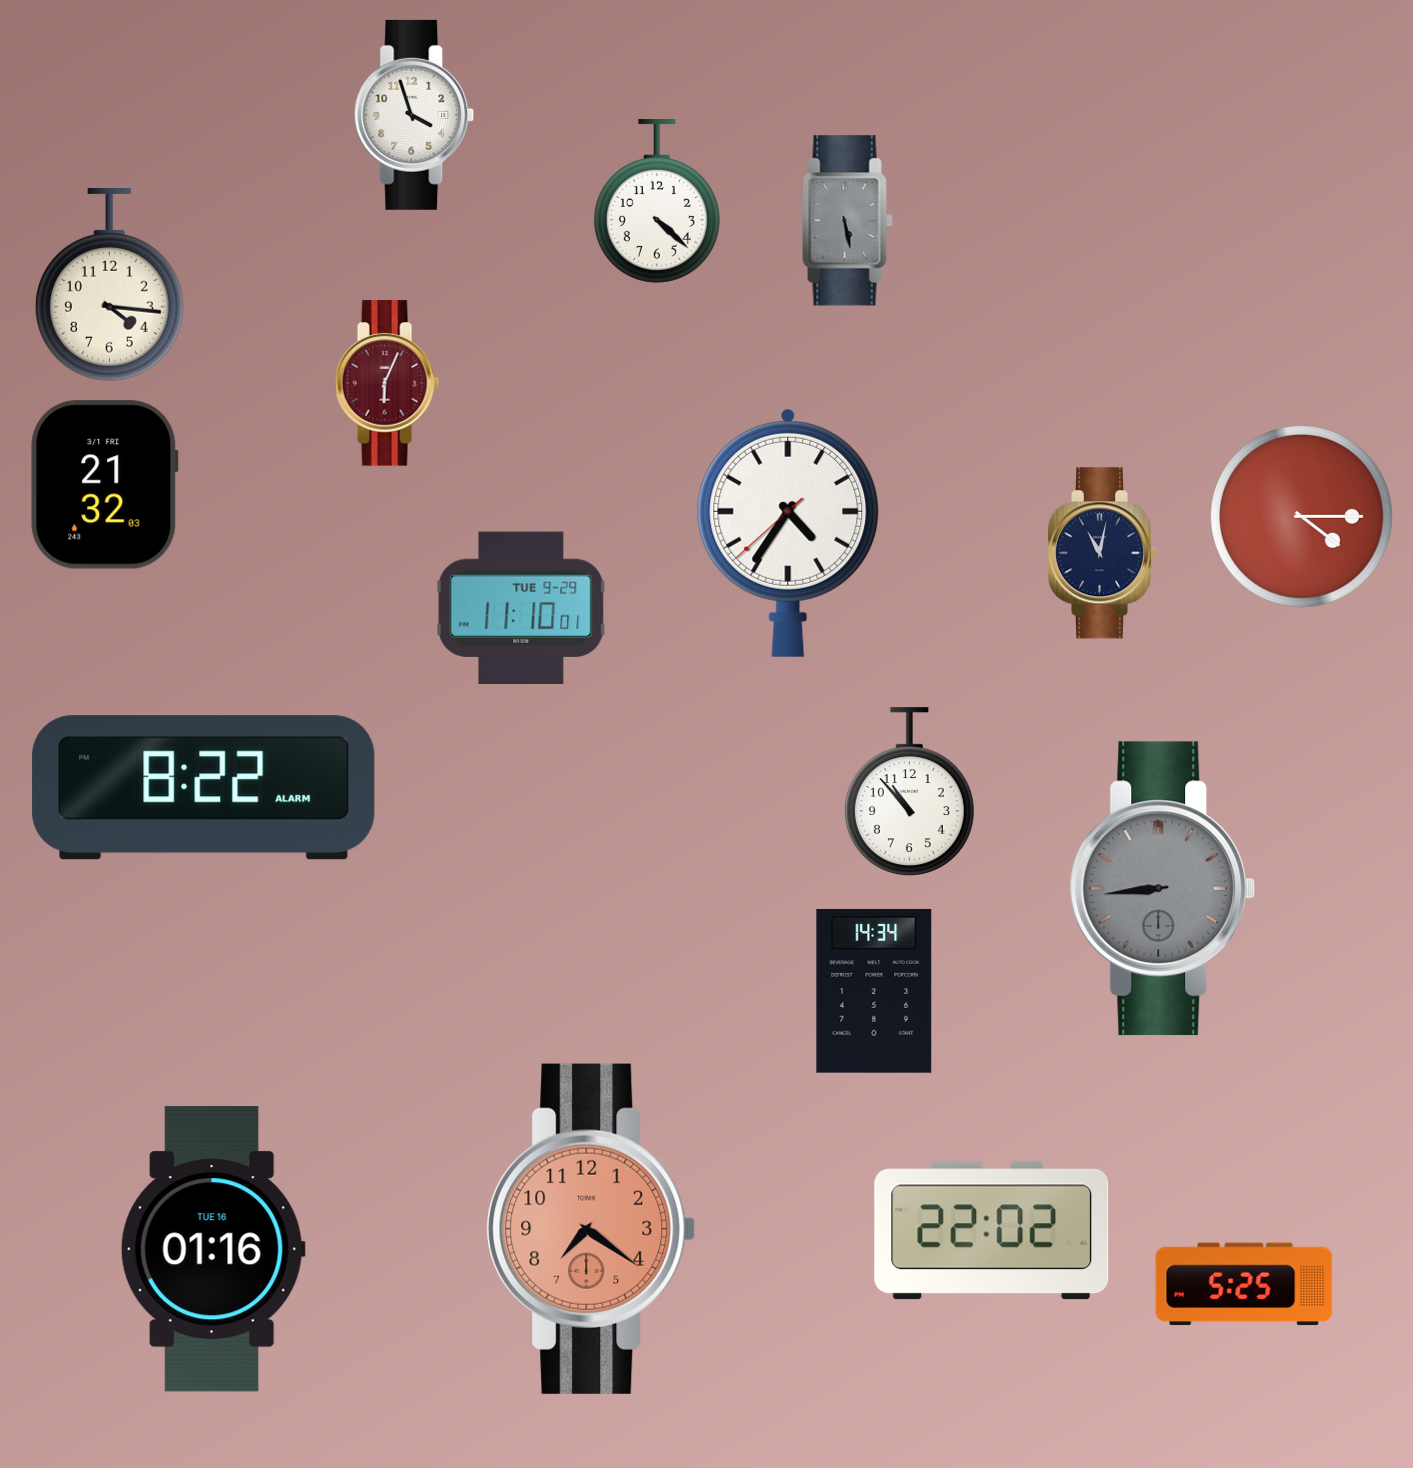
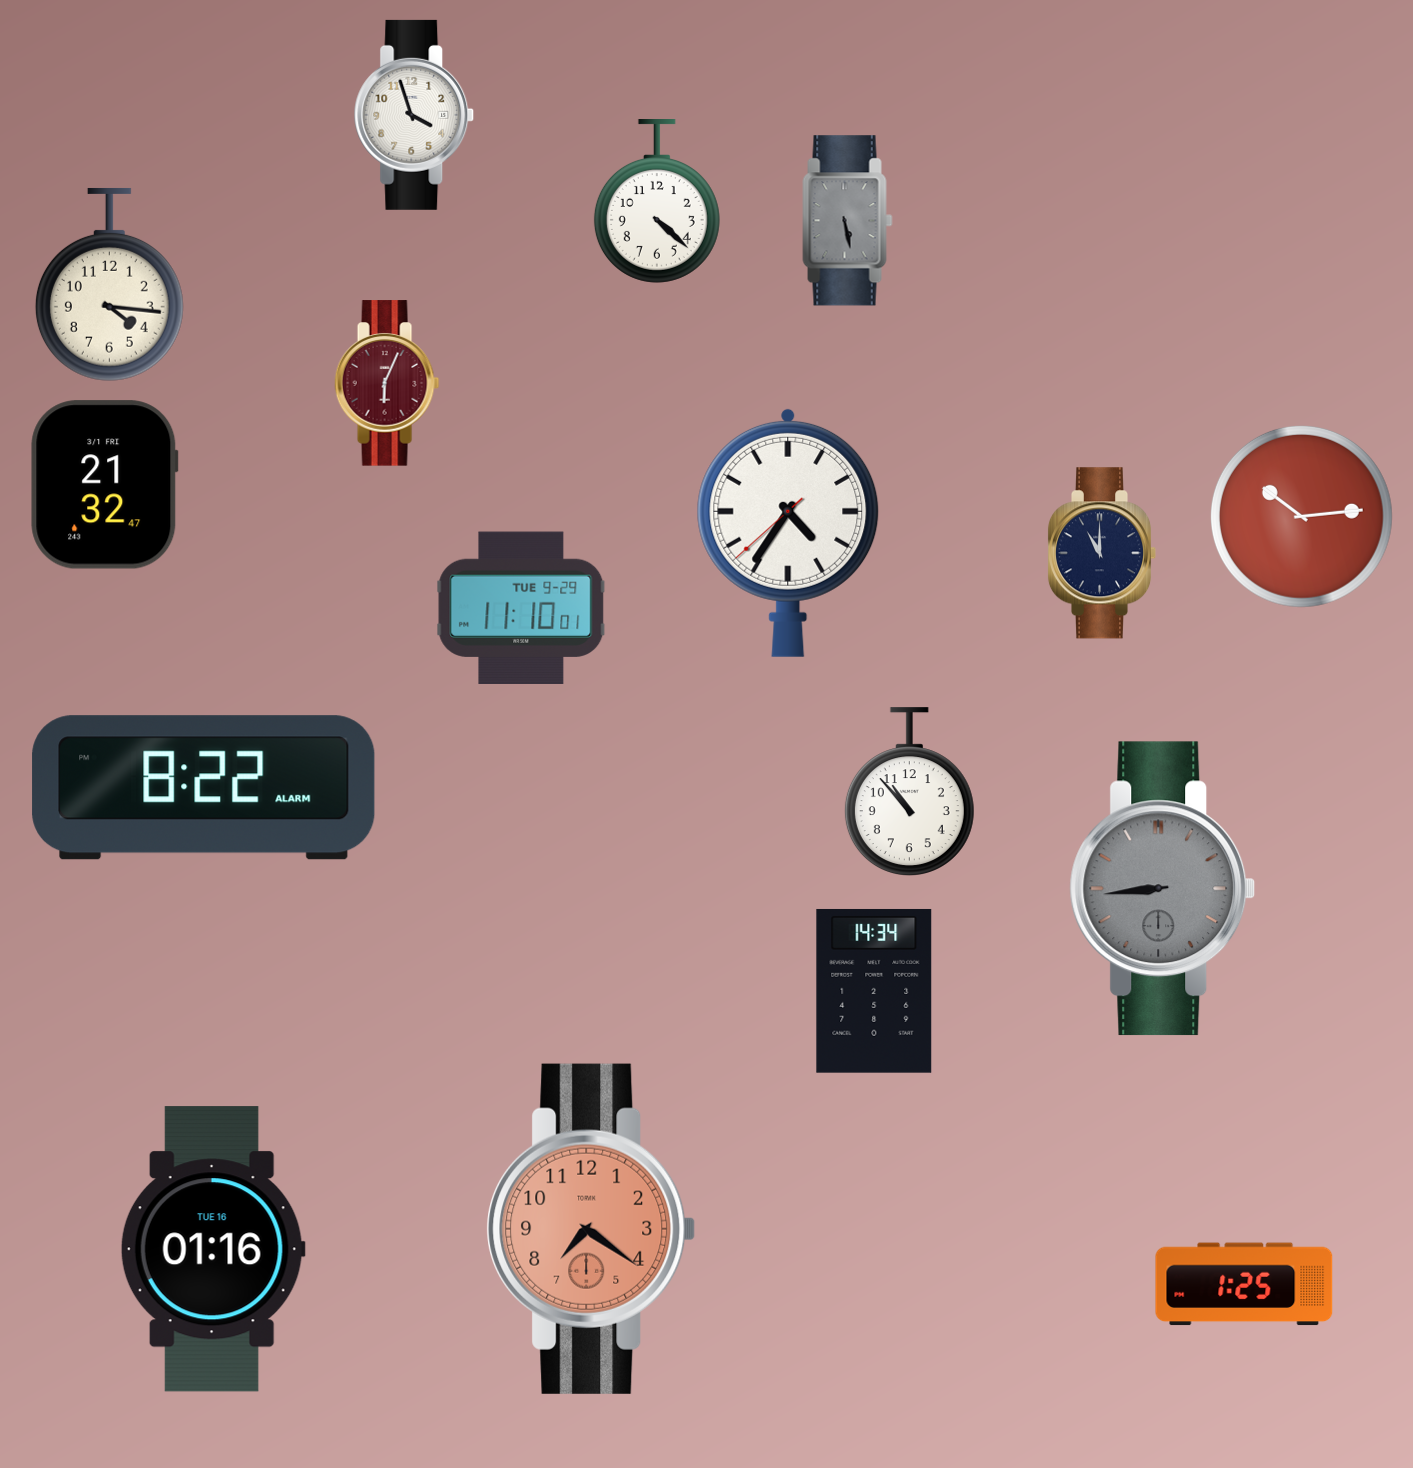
clock at (105, 485): 21:32:03 -> 21:32:47
clock at (1301, 516): 4:15 -> 10:14
clock at (1102, 553): 11:02 -> 11:00
clock at (992, 1231): 22:02 -> none
clock at (1244, 1284): 5:25 -> 1:25
